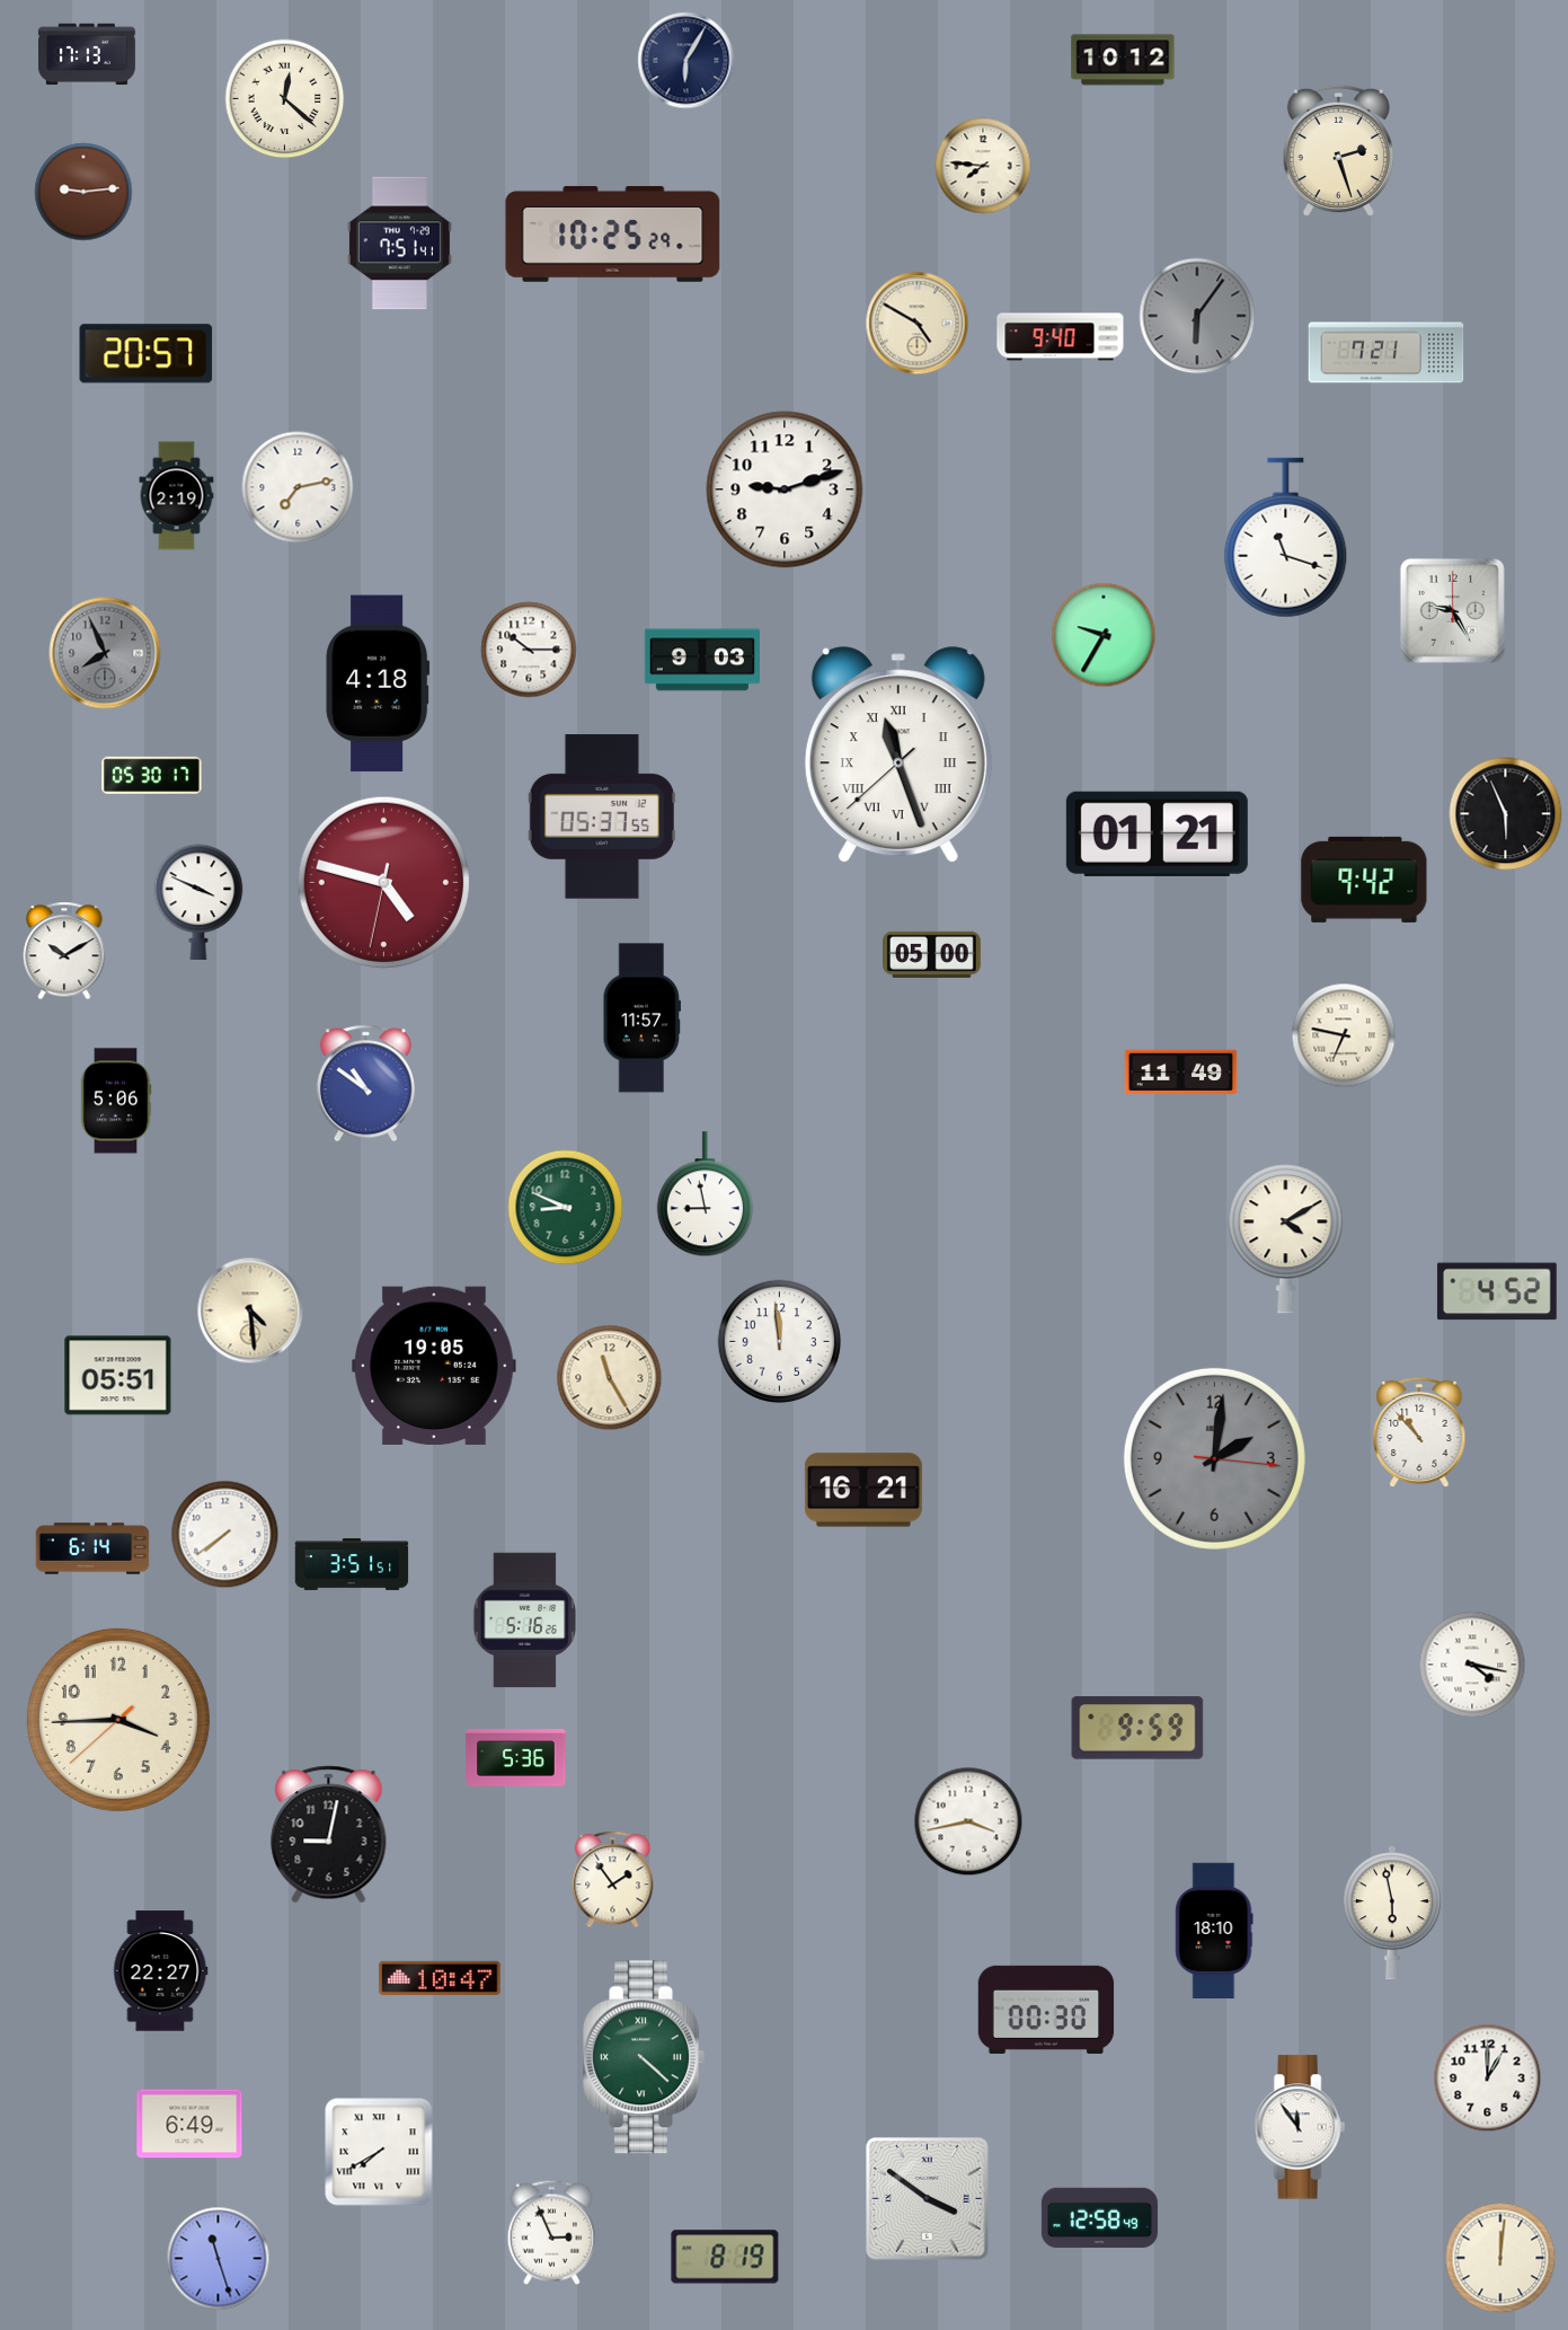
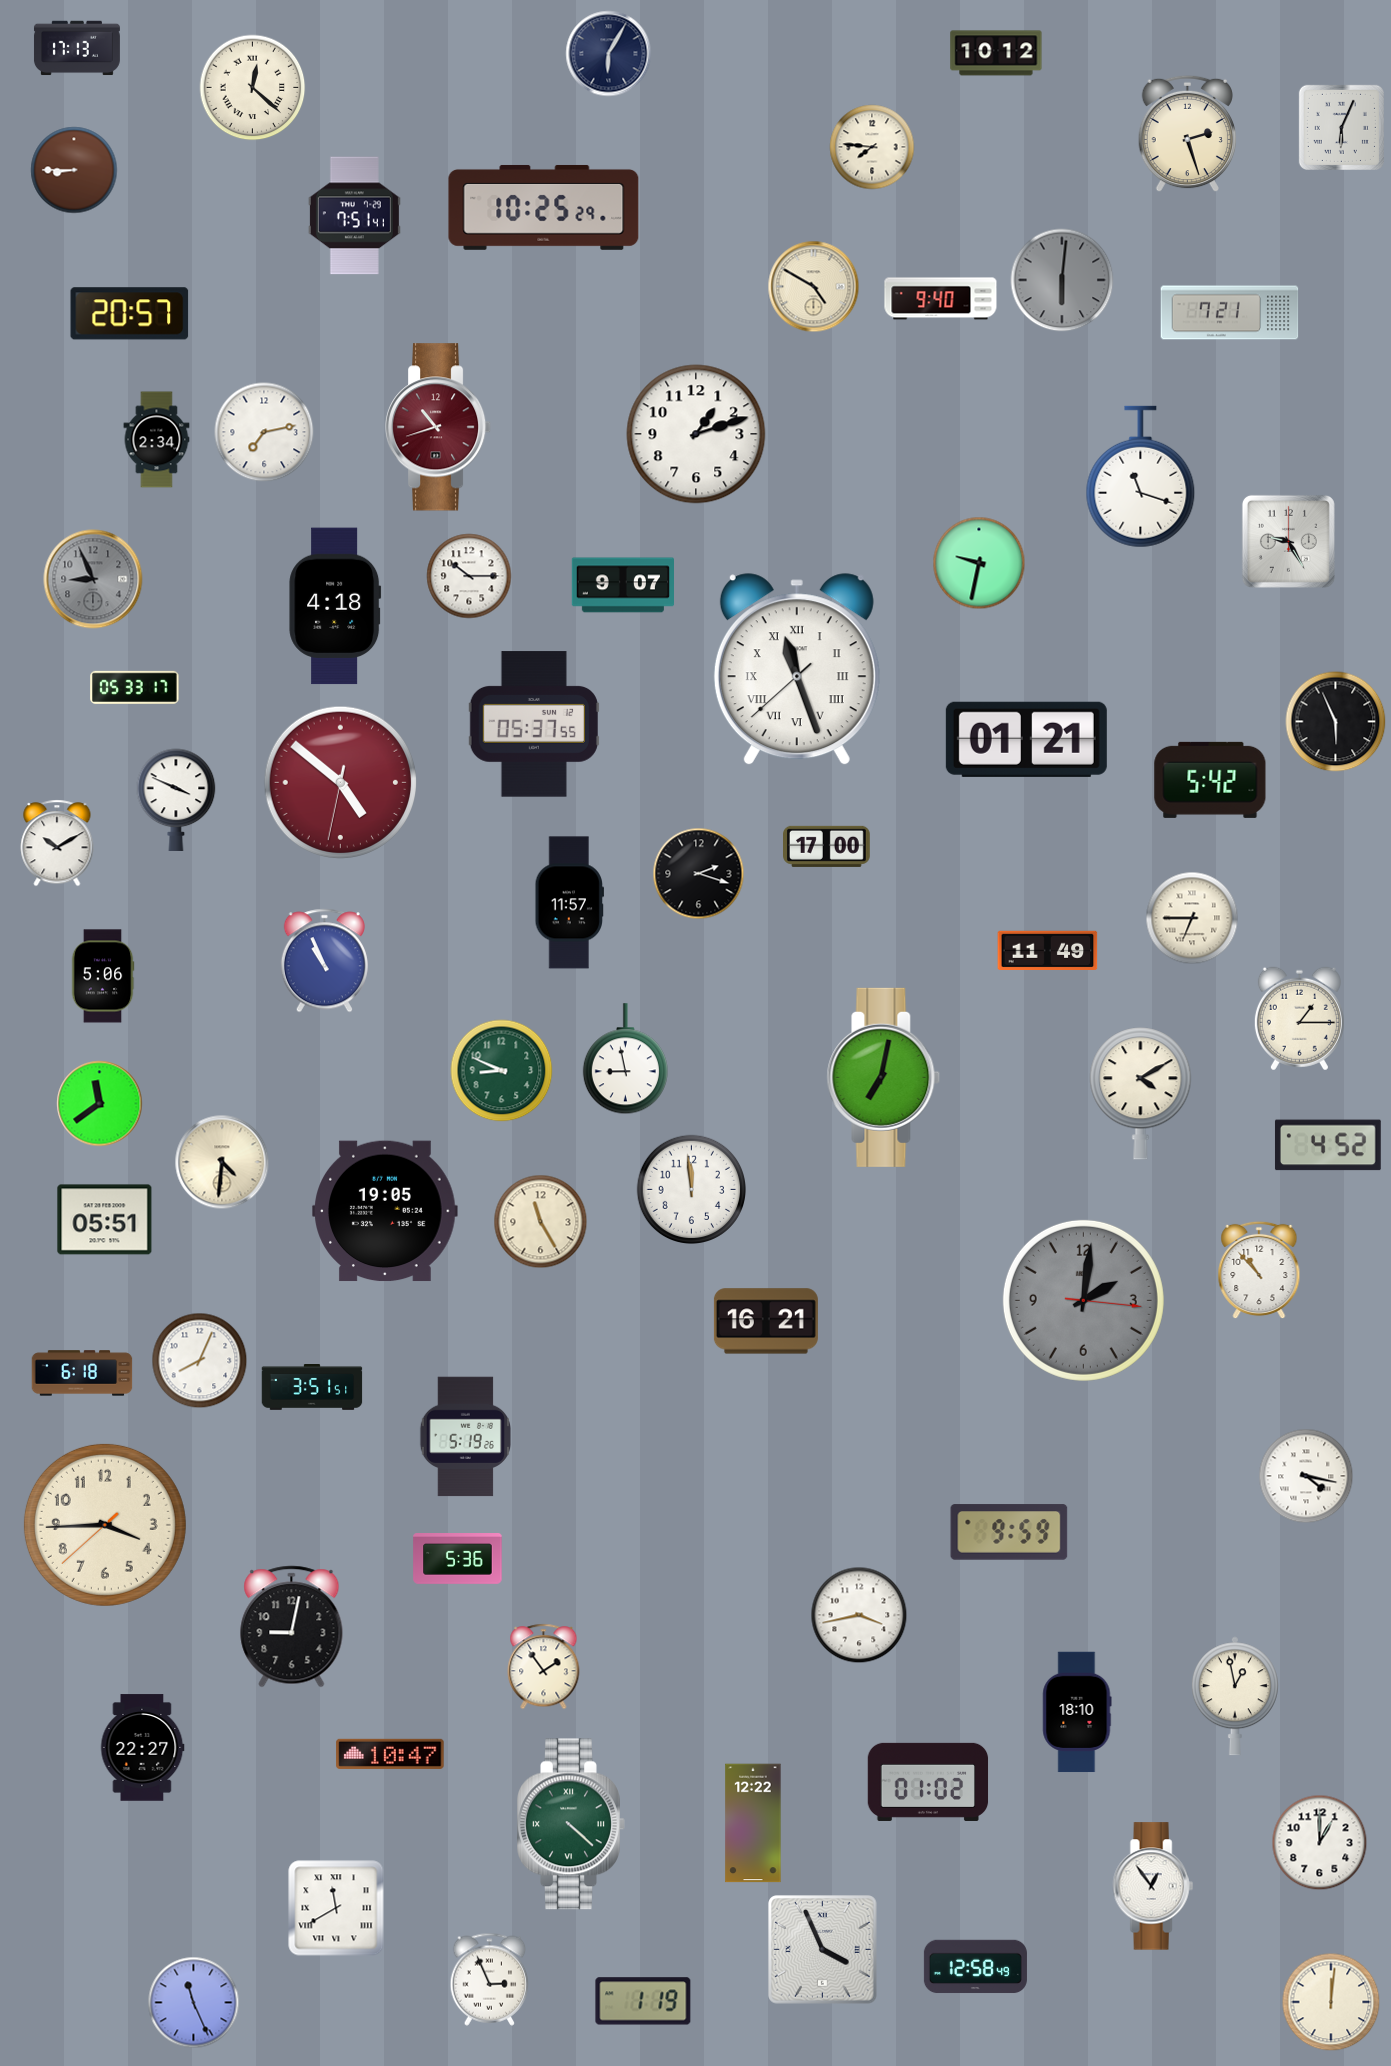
clock at (1341, 127): none -> 6:04
clock at (83, 192): 9:14 -> 8:45
clock at (1197, 316): 6:06 -> 6:01
clock at (438, 427): none -> 10:42
clock at (785, 489): 9:12 -> 1:12
clock at (177, 496): 2:19 -> 2:34
clock at (1104, 635): 9:35 -> 9:32
clock at (105, 653): 7:56 -> 8:56
clock at (701, 660): 9:03 -> 9:07
clock at (152, 775): 05:30 -> 05:33
clock at (1364, 880): 9:42 -> 5:42
clock at (384, 883): 4:47 -> 4:51
clock at (932, 954): 05:00 -> 17:00
clock at (699, 874): none -> 2:18
clock at (1344, 1035): 6:47 -> 6:45
clock at (365, 1084): 10:51 -> 10:56
clock at (1299, 1019): none -> 1:15
clock at (884, 1077): none -> 7:02
clock at (1286, 1239) position: (1286, 1239) -> (1141, 1094)
clock at (100, 1104): none -> 11:39
clock at (250, 1310): 4:29 -> 4:31
clock at (1214, 1458) position: (1214, 1458) -> (1083, 1300)
clock at (225, 1535): 7:39 -> 8:04
clock at (92, 1548): 6:14 -> 6:18
clock at (524, 1621): 5:16 -> 5:19
clock at (1392, 1913): 5:58 -> 12:58
clock at (1046, 2010): 00:30 -> 01:02
clock at (753, 1823): none -> 12:22
clock at (189, 2124): 6:49 -> none
clock at (1300, 2127): 11:54 -> 12:54
clock at (379, 2152): 7:40 -> 11:40
clock at (928, 2199): 3:51 -> 3:56
clock at (725, 2257): 8:19 -> 1:19
clock at (219, 2259): 11:27 -> 11:26
